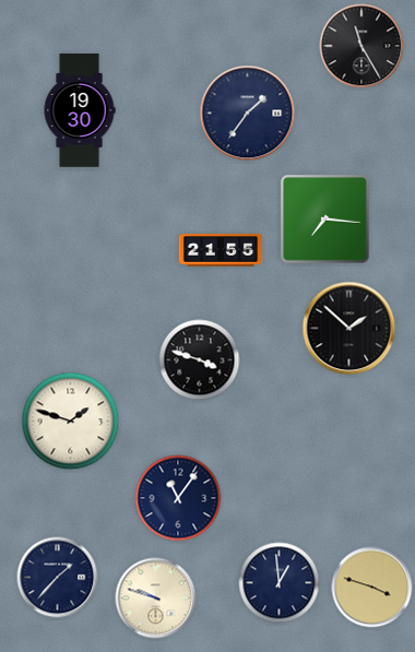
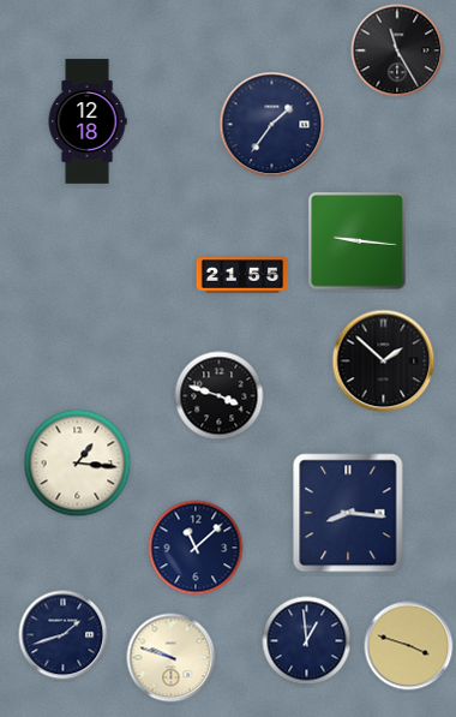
clock at (80, 110): 19:30 -> 12:18
clock at (325, 220): 7:16 -> 9:16
clock at (71, 422): 1:48 -> 1:16
clock at (348, 513): none -> 8:16
clock at (178, 498): 11:06 -> 11:08
clock at (58, 578): 1:37 -> 1:42
